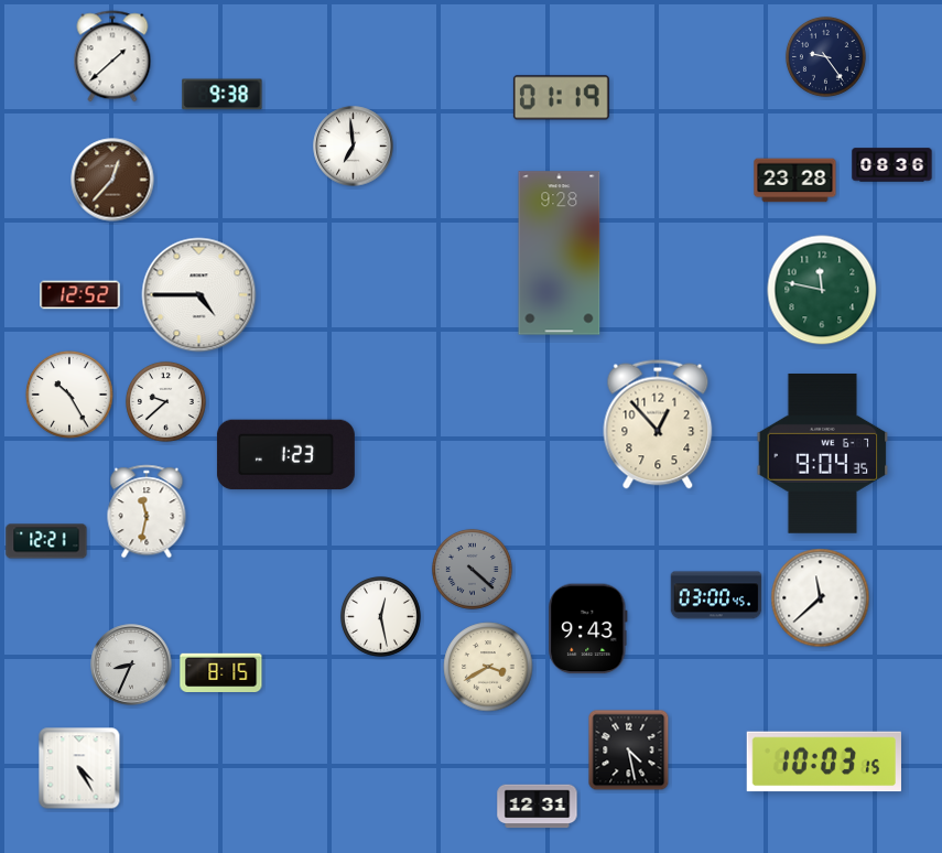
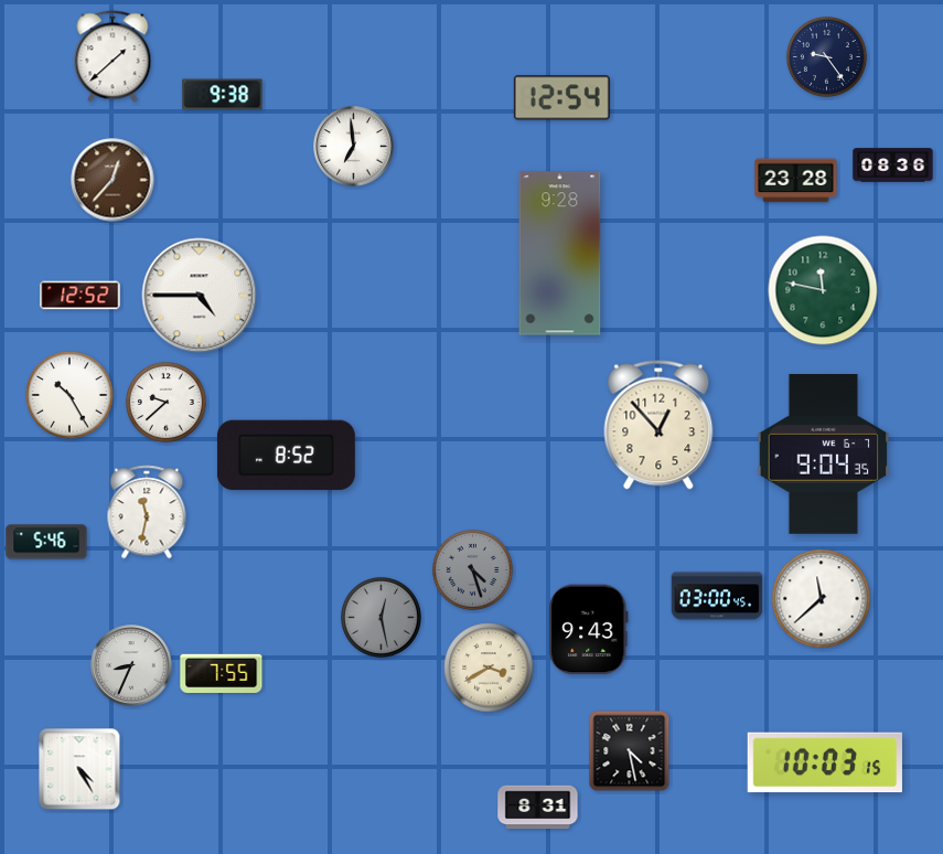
clock at (561, 98): 01:19 -> 12:54
clock at (285, 455): 1:23 -> 8:52
clock at (46, 541): 12:21 -> 5:46
clock at (472, 569): 4:22 -> 4:27
clock at (380, 616) dial: white -> grey
clock at (221, 673): 8:15 -> 7:55
clock at (538, 807): 12:31 -> 8:31
